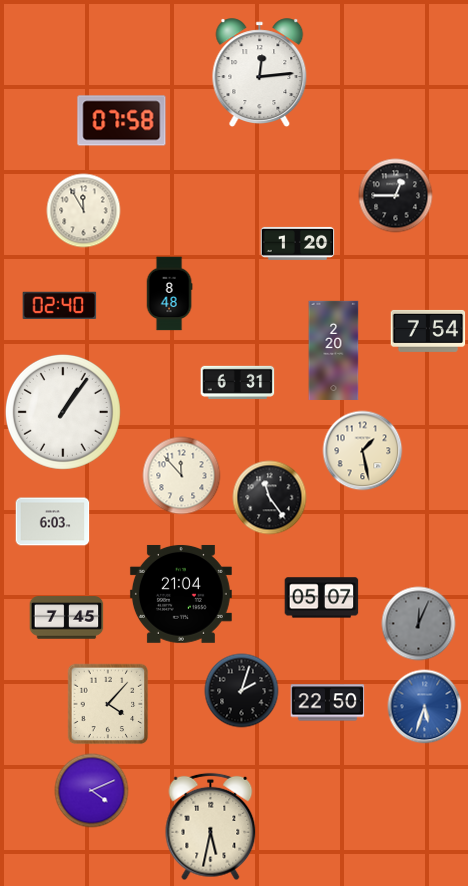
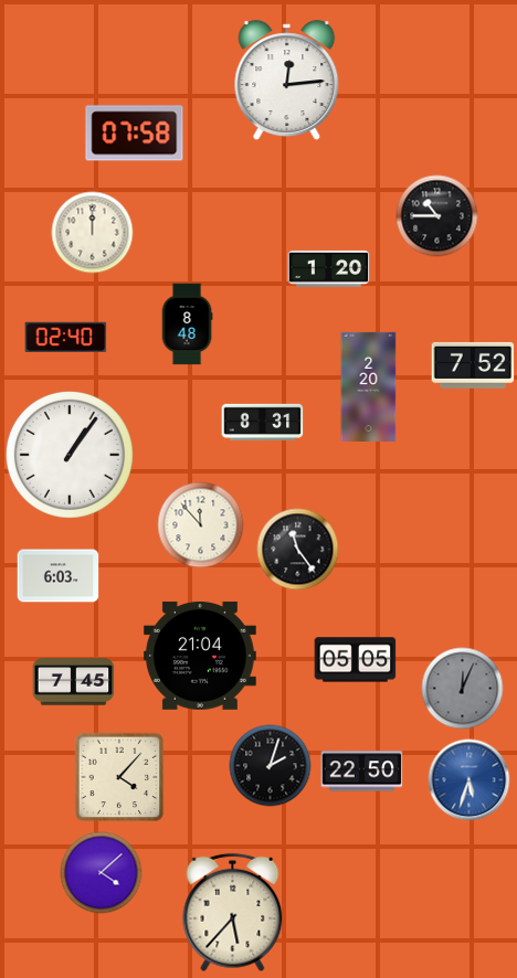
clock at (396, 196): 12:45 -> 10:45
clock at (84, 211): 11:55 -> 12:00
clock at (428, 331): 7:54 -> 7:52
clock at (238, 382): 6:31 -> 8:31
clock at (363, 451): 1:28 -> none
clock at (322, 598): 05:07 -> 05:05
clock at (242, 691) position: (242, 691) -> (271, 766)
clock at (328, 703) position: (328, 703) -> (362, 772)
clock at (92, 791): 4:11 -> 4:08
clock at (211, 827): 5:32 -> 5:37
